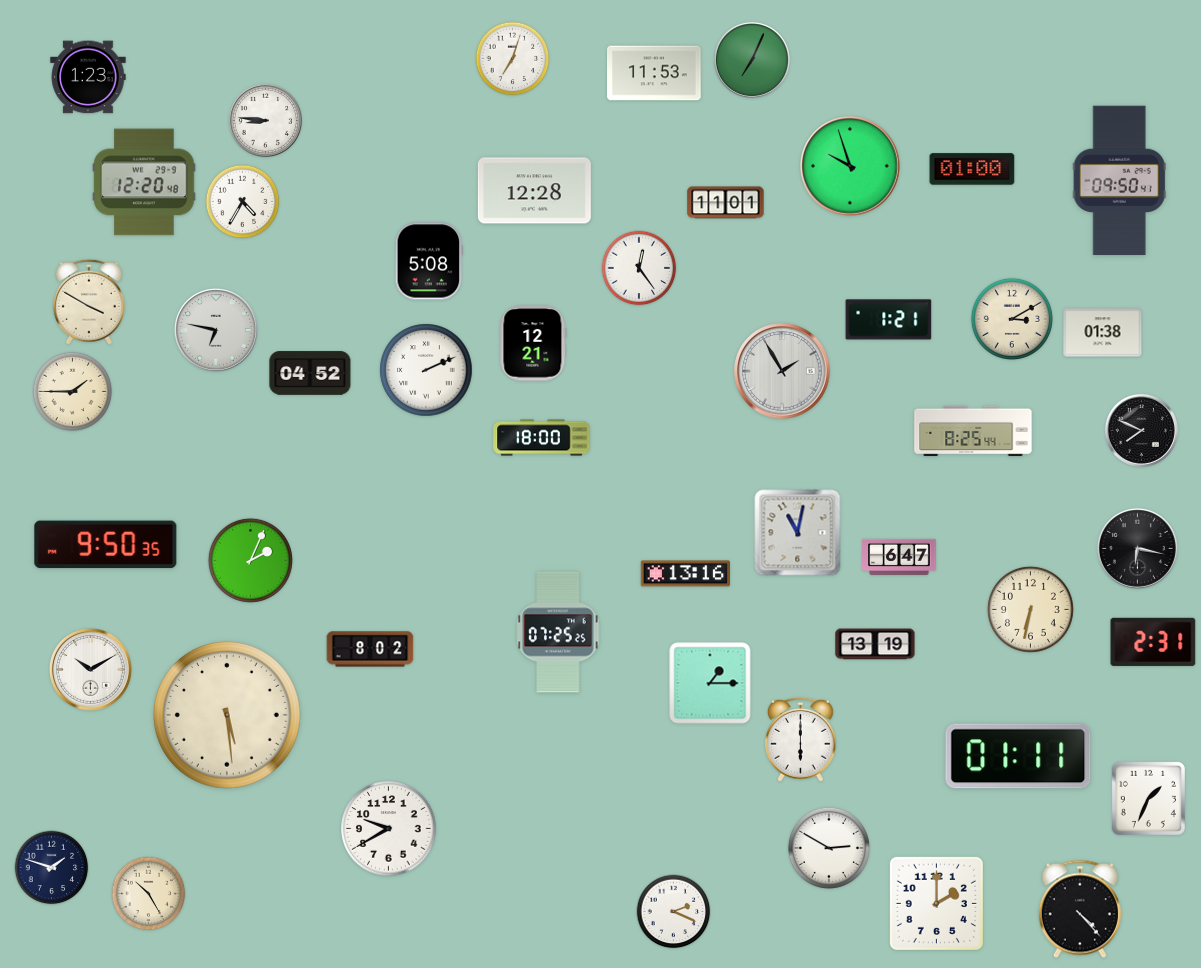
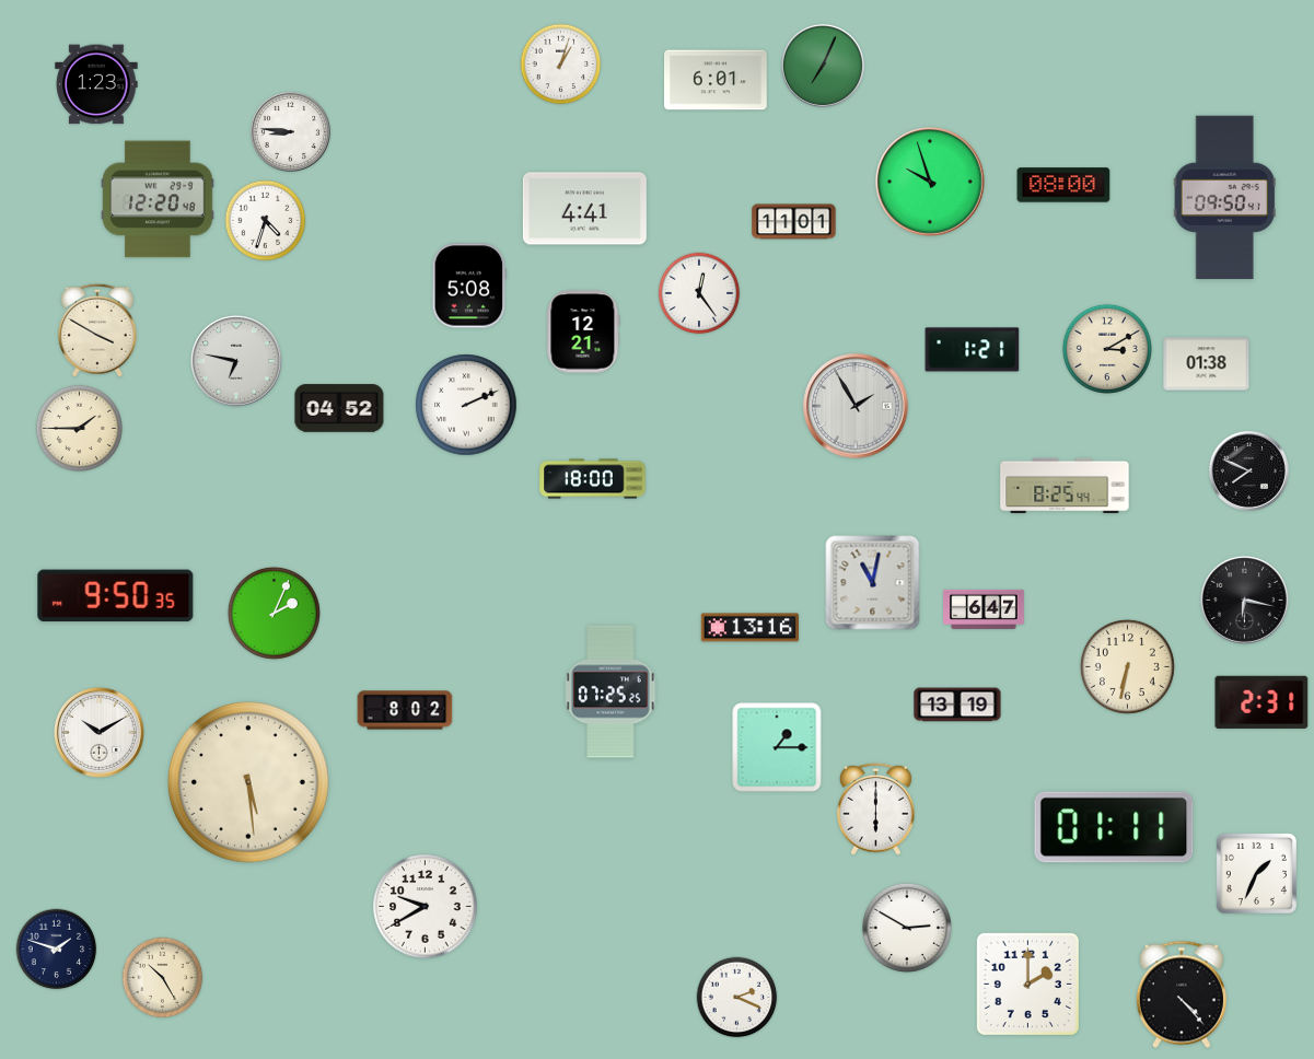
clock at (513, 59): 7:03 -> 1:03
clock at (655, 73): 11:53 -> 6:01
clock at (972, 169): 01:00 -> 08:00
clock at (534, 191): 12:28 -> 4:41
clock at (243, 202): 4:35 -> 4:33
clock at (533, 343) position: (533, 343) -> (583, 331)
clock at (973, 431) position: (973, 431) -> (1065, 486)
clock at (936, 903) position: (936, 903) -> (1027, 984)
